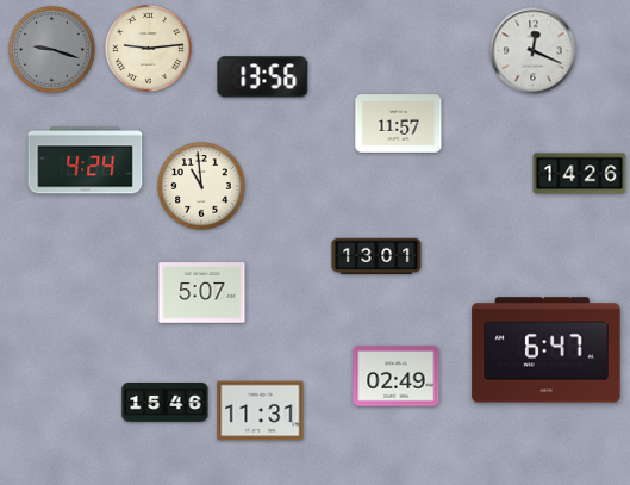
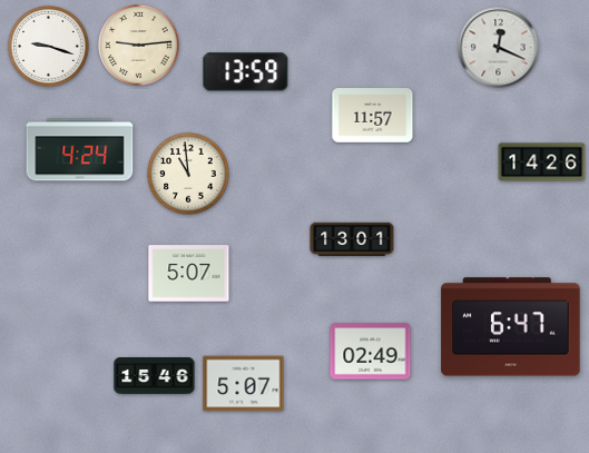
clock at (52, 50) dial: grey -> white
clock at (263, 77): 13:56 -> 13:59
clock at (261, 411): 11:31 -> 5:07
